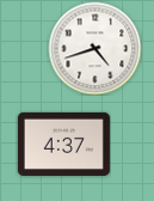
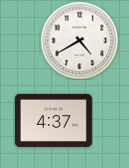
clock at (94, 48): 4:42 -> 4:40
